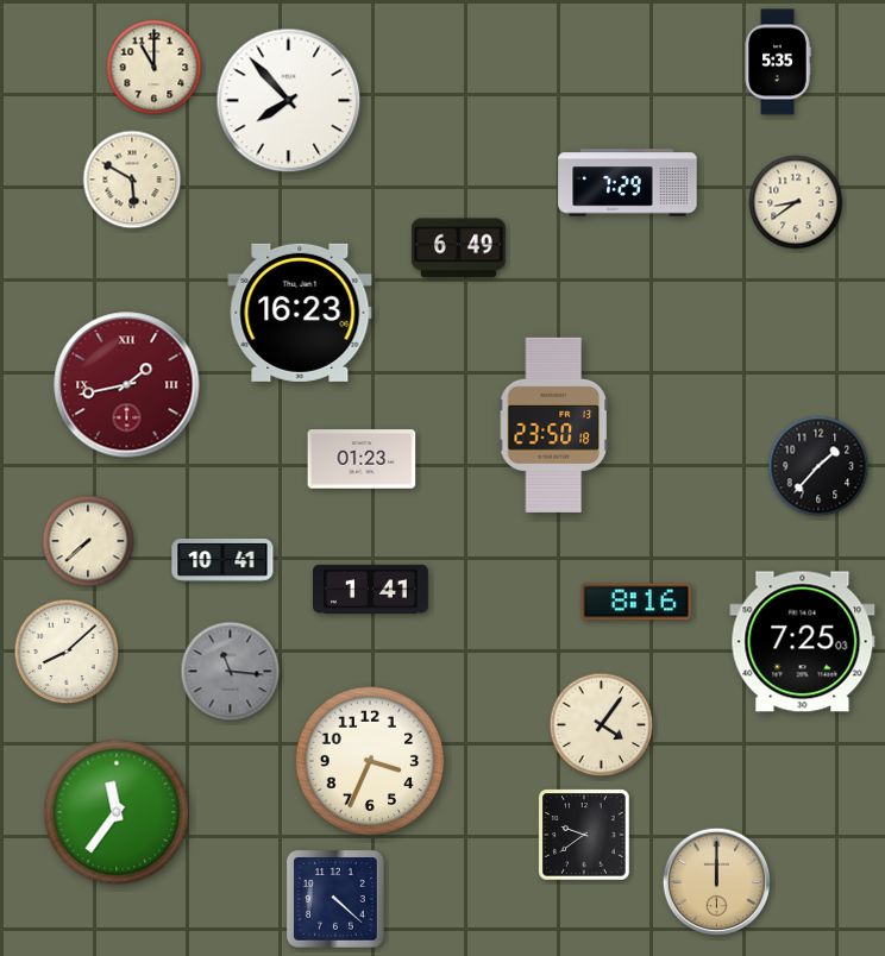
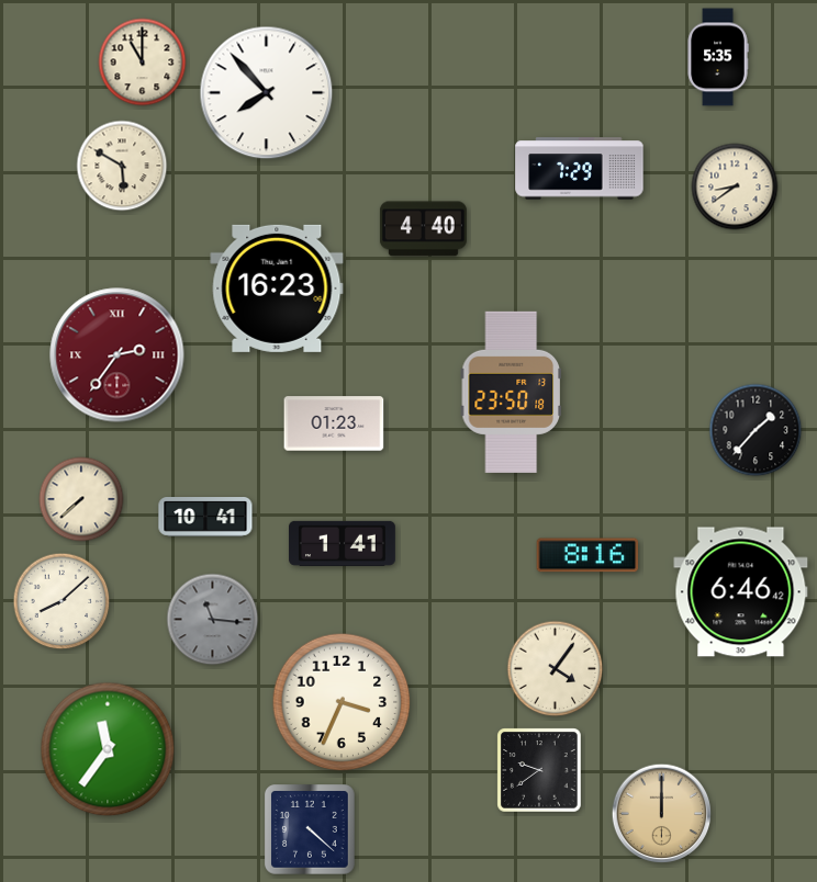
clock at (458, 249): 6:49 -> 4:40
clock at (127, 385): 1:43 -> 2:36
clock at (803, 642): 7:25 -> 6:46
